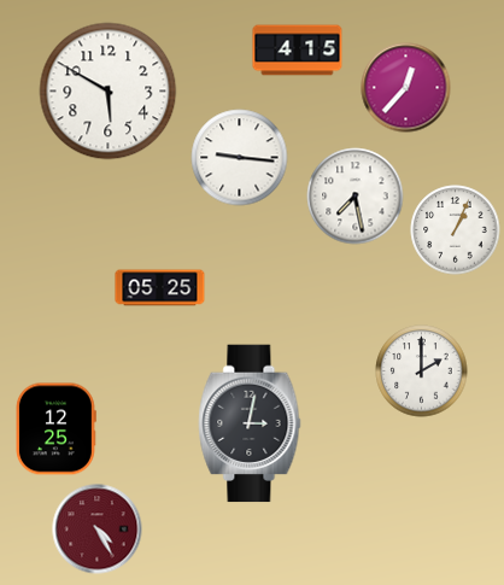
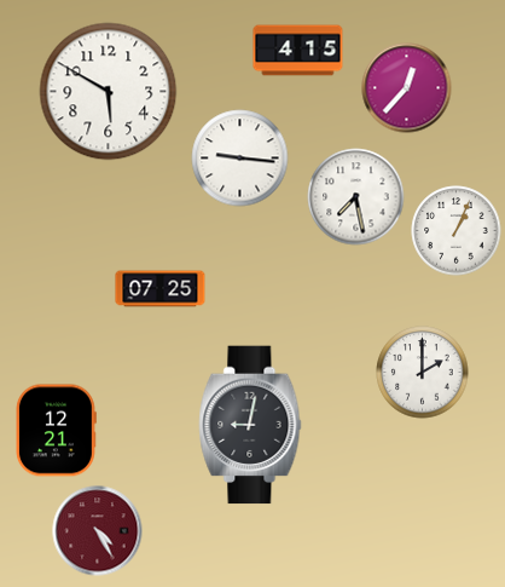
clock at (160, 288): 05:25 -> 07:25
clock at (250, 423): 3:02 -> 9:02
clock at (57, 429): 12:25 -> 12:21
